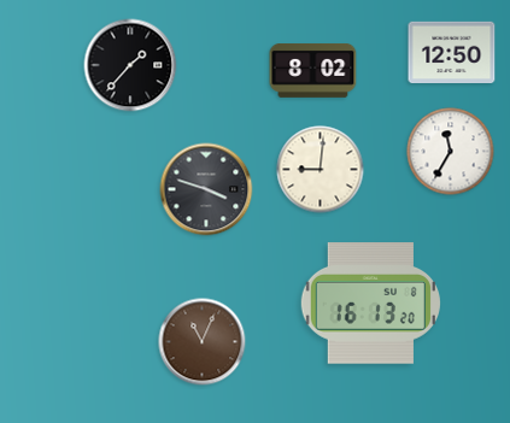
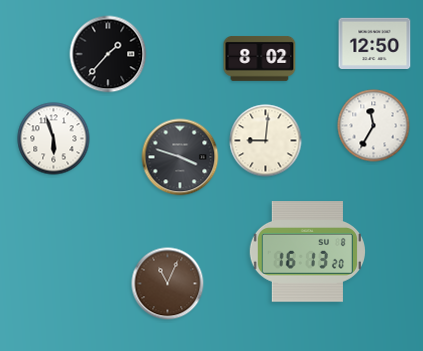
clock at (54, 139): none -> 5:57
clock at (206, 189) position: (206, 189) -> (180, 157)
